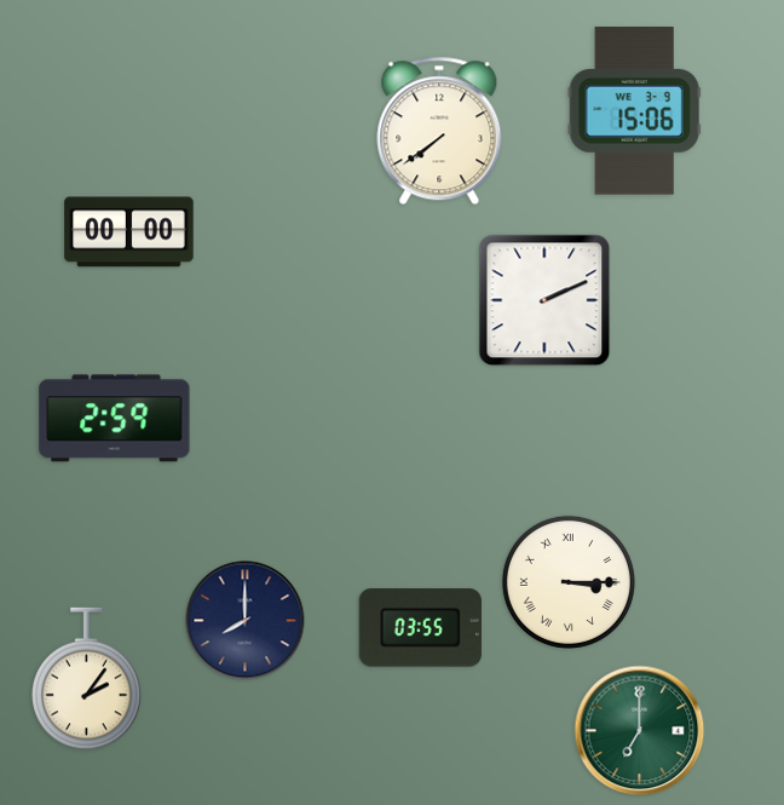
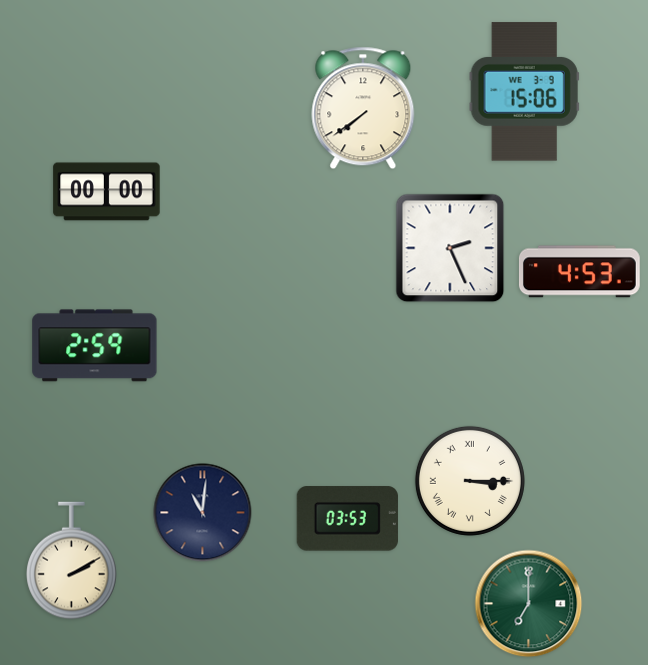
clock at (544, 300): 2:11 -> 2:26
clock at (579, 272): none -> 4:53
clock at (246, 621): 8:00 -> 11:01
clock at (420, 628): 03:55 -> 03:53
clock at (87, 679): 2:06 -> 2:10
